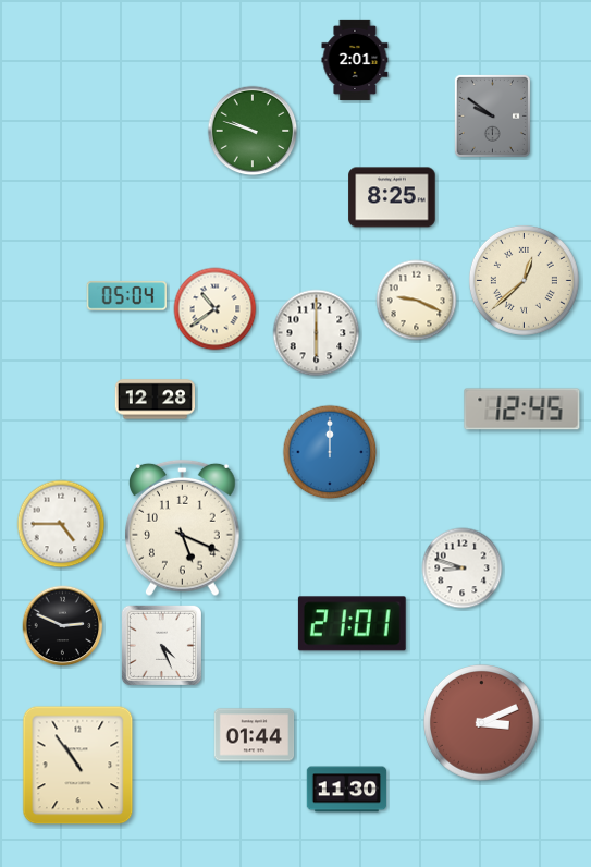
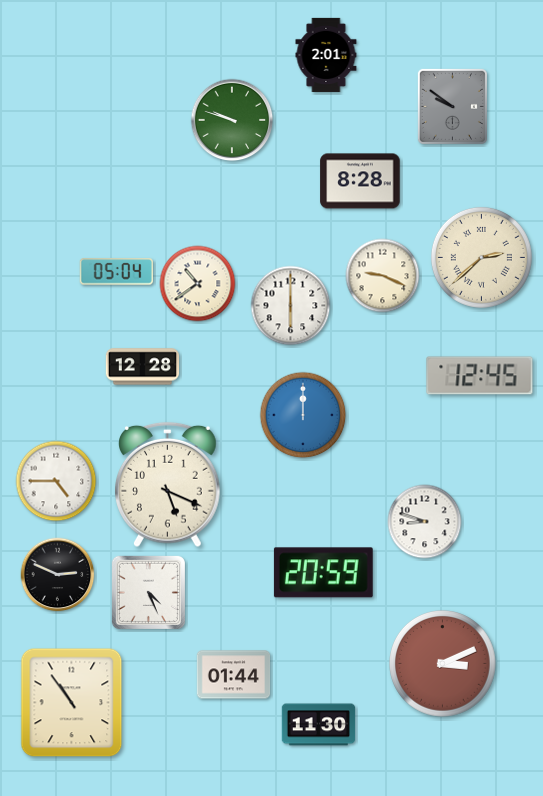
clock at (392, 197): 8:25 -> 8:28
clock at (524, 280): 12:38 -> 2:38
clock at (352, 624): 21:01 -> 20:59
